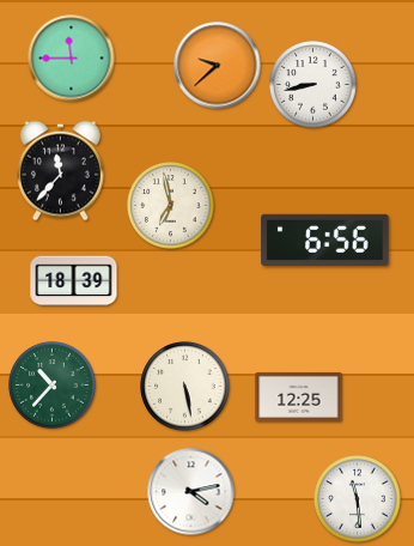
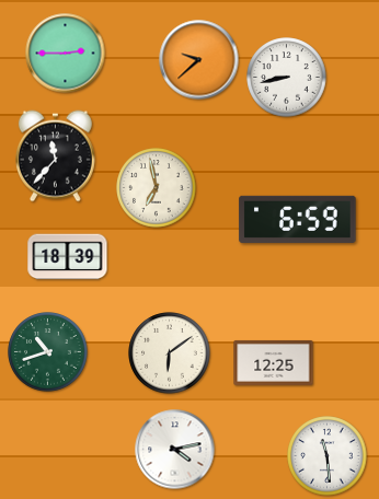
clock at (72, 59): 11:45 -> 2:45
clock at (325, 239): 6:56 -> 6:59
clock at (53, 386): 10:37 -> 10:42
clock at (185, 387): 5:28 -> 6:09
